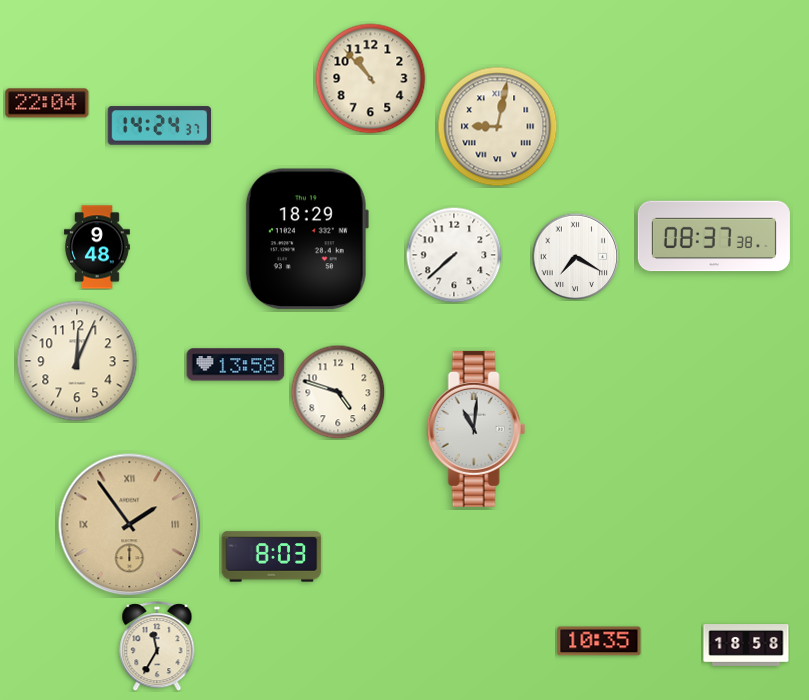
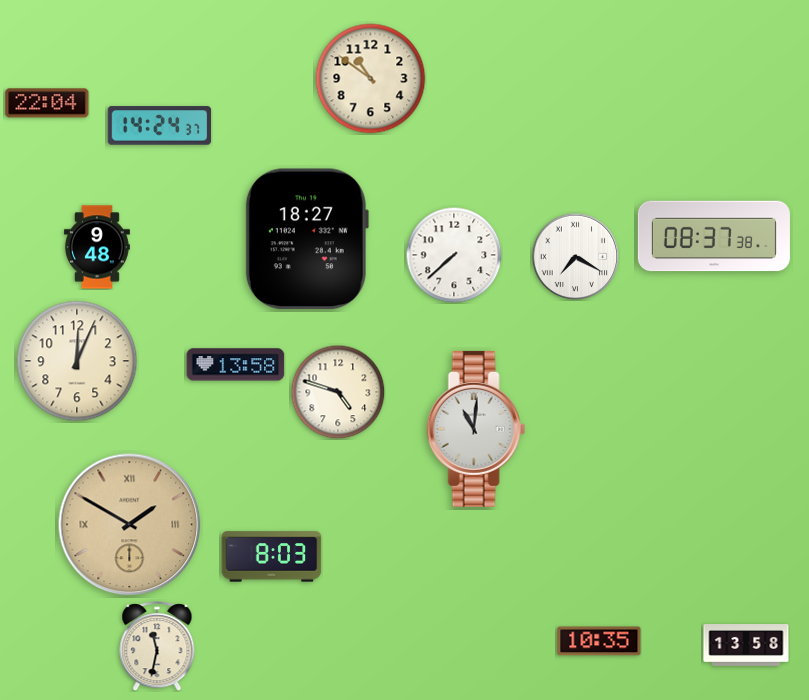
clock at (371, 79): 10:53 -> 10:51
clock at (498, 127): 9:02 -> none
clock at (307, 239): 18:29 -> 18:27
clock at (130, 525): 1:54 -> 1:50
clock at (157, 646): 11:35 -> 11:32
clock at (746, 646): 18:58 -> 13:58
